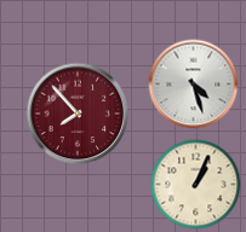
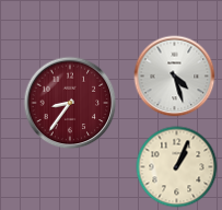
clock at (78, 114): 7:53 -> 8:36
